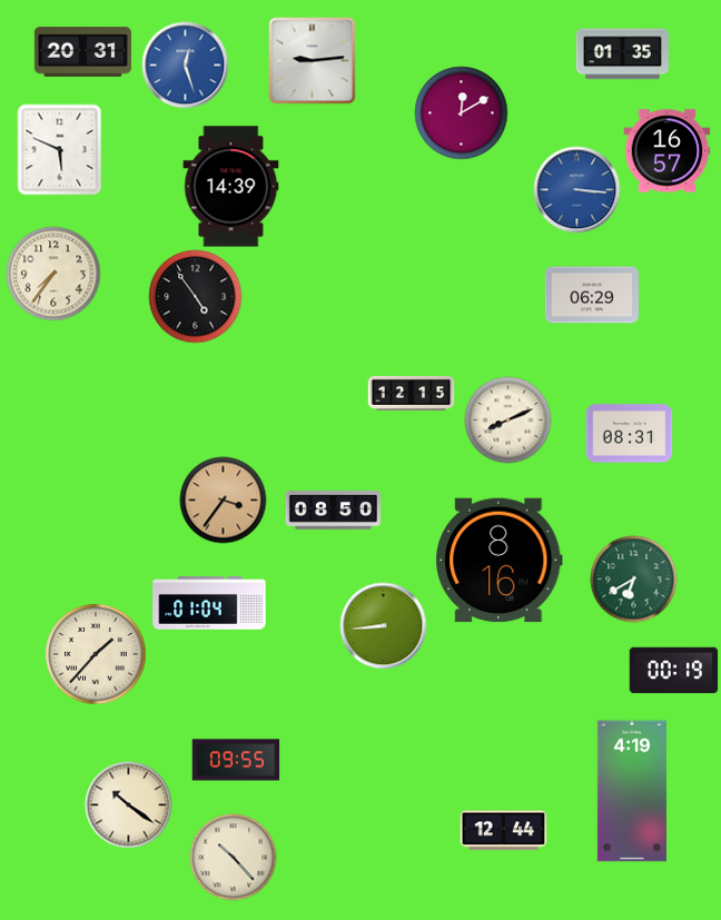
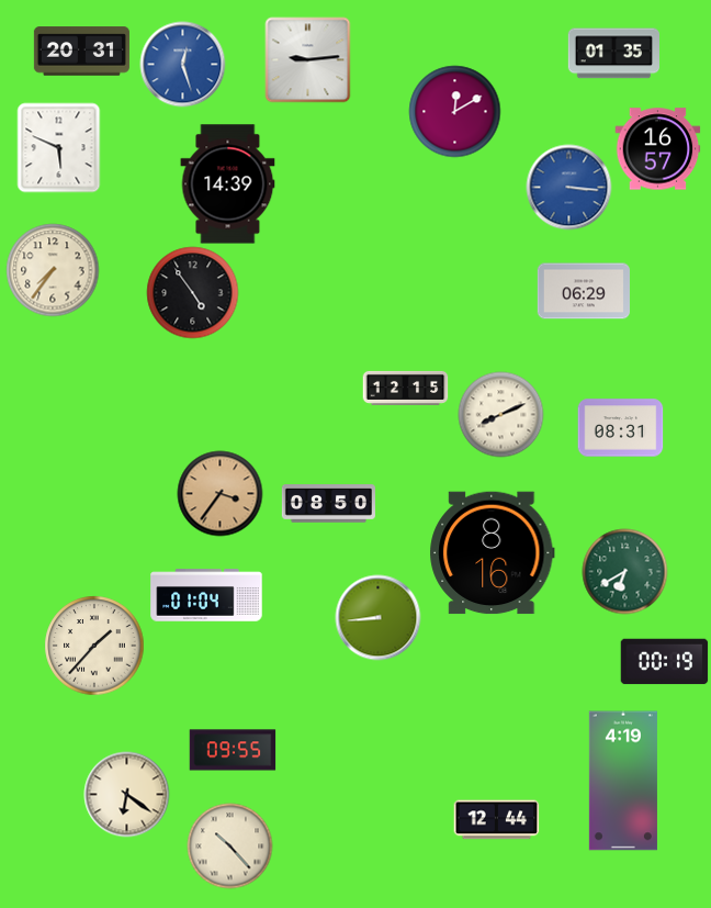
clock at (128, 804): 10:21 -> 6:21
